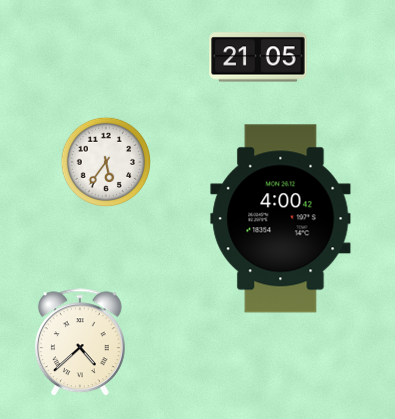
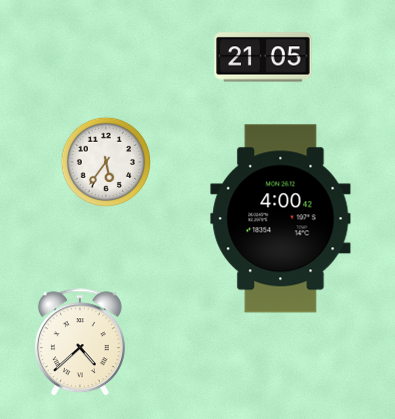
clock at (258, 57) position: (258, 57) -> (263, 57)
